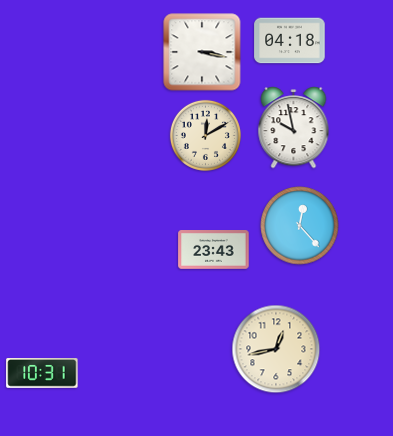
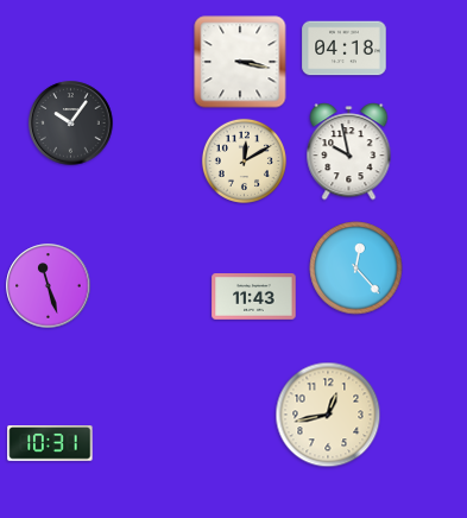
clock at (71, 124): none -> 10:06
clock at (49, 286): none -> 11:27
clock at (214, 250): 23:43 -> 11:43
